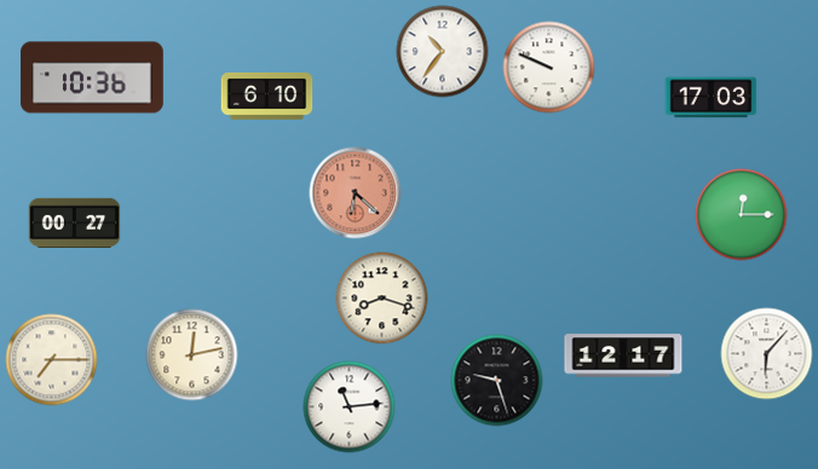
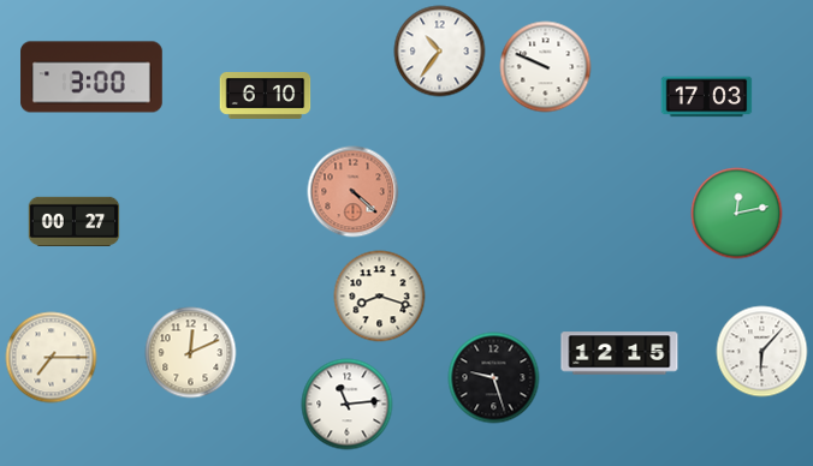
clock at (92, 77): 10:36 -> 3:00
clock at (356, 193): 6:22 -> 4:22
clock at (742, 215): 12:15 -> 12:13
clock at (192, 355): 12:13 -> 12:11
clock at (623, 355): 12:17 -> 12:15
